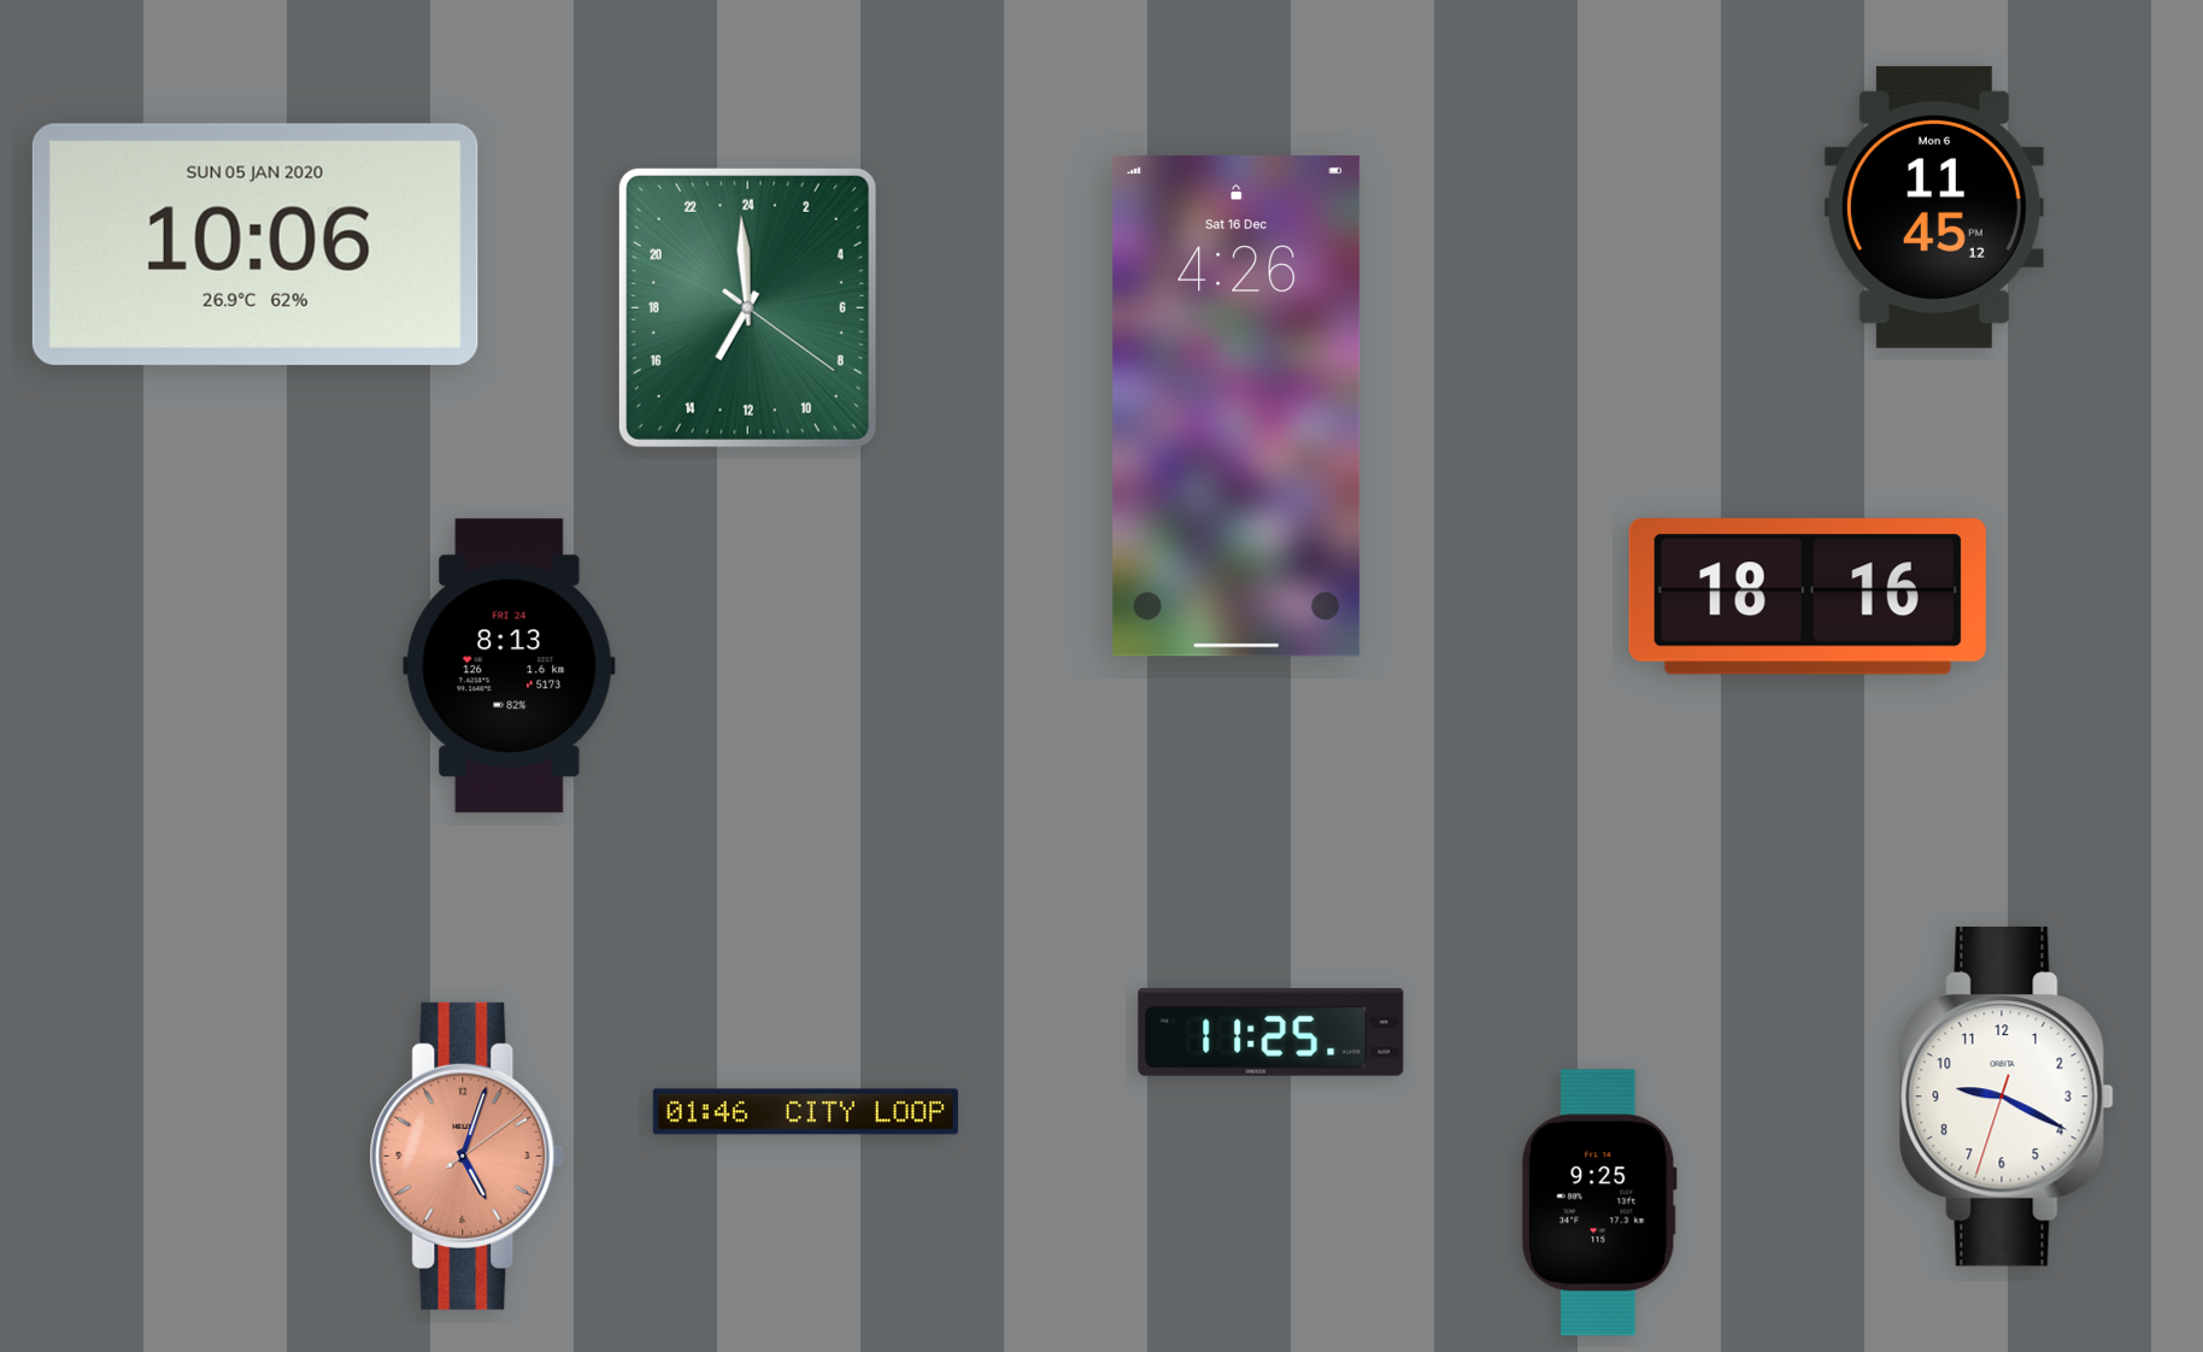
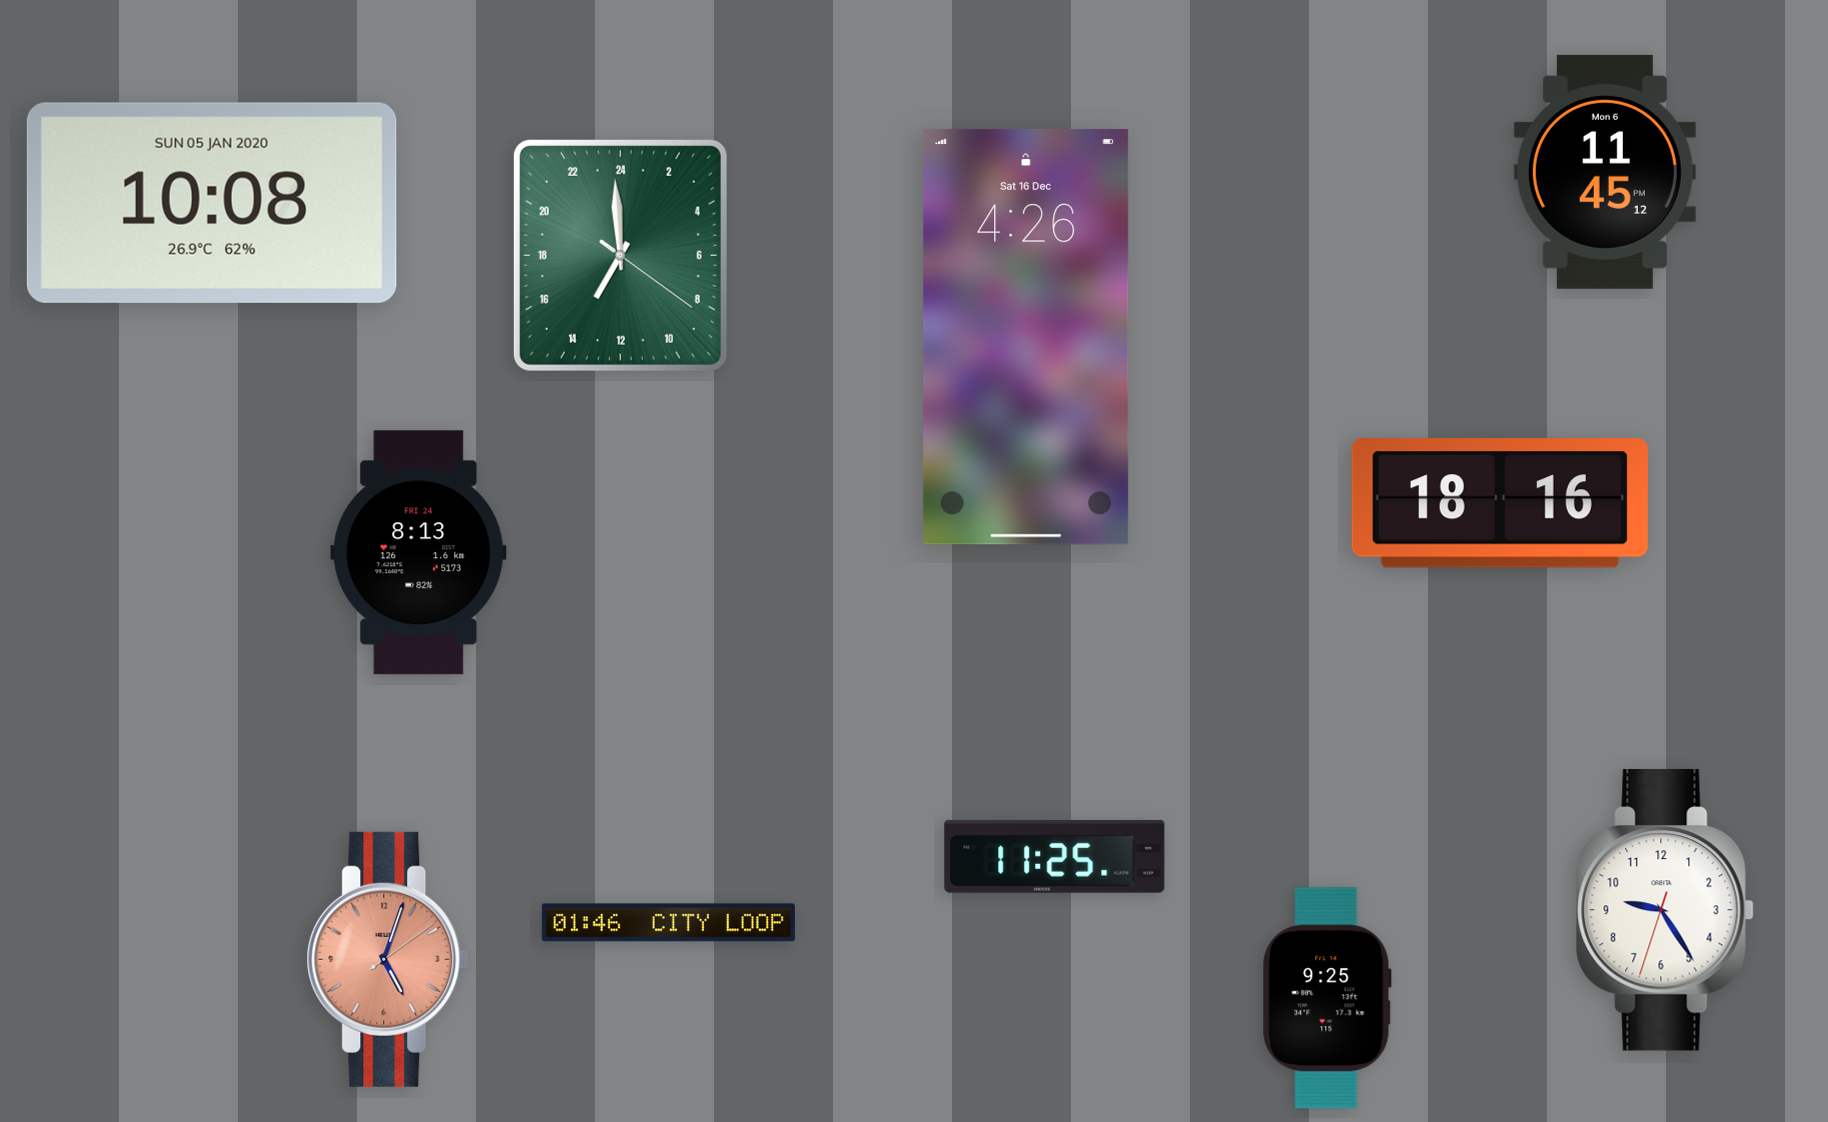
clock at (255, 245): 10:06 -> 10:08
clock at (1808, 598) position: (1808, 598) -> (1500, 504)
clock at (510, 666) position: (510, 666) -> (419, 553)
clock at (2007, 1097): 9:19 -> 9:24
